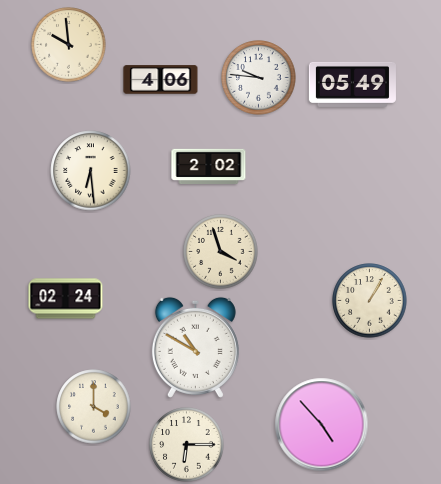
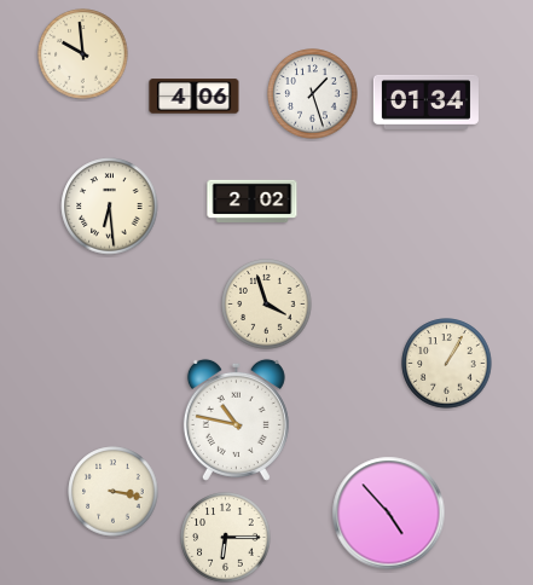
clock at (259, 78): 9:46 -> 1:27
clock at (352, 84): 05:49 -> 01:34
clock at (66, 299): 02:24 -> none
clock at (195, 347): 10:50 -> 10:47
clock at (94, 407): 4:00 -> 3:17
